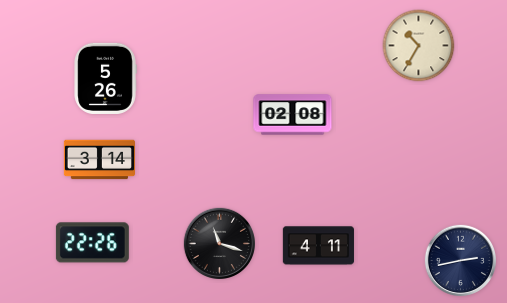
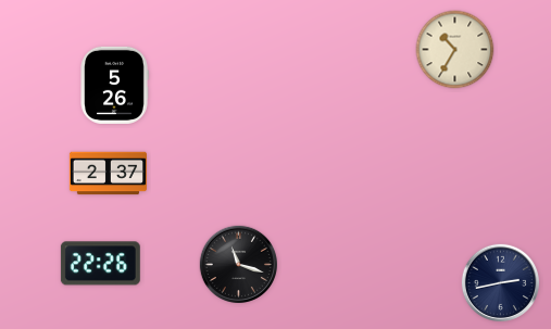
clock at (293, 115): 02:08 -> none
clock at (99, 160): 3:14 -> 2:37
clock at (318, 246): 4:11 -> none
